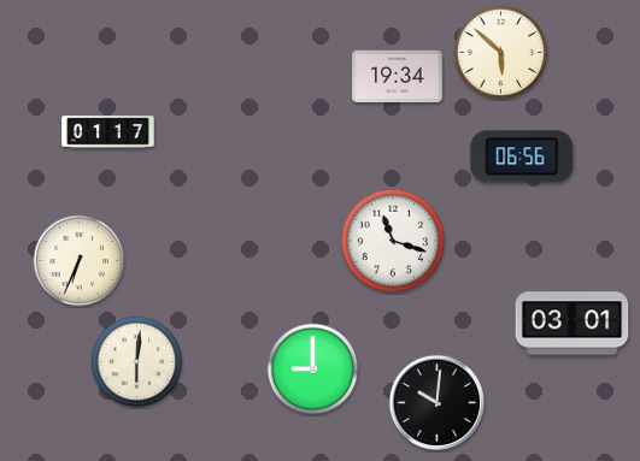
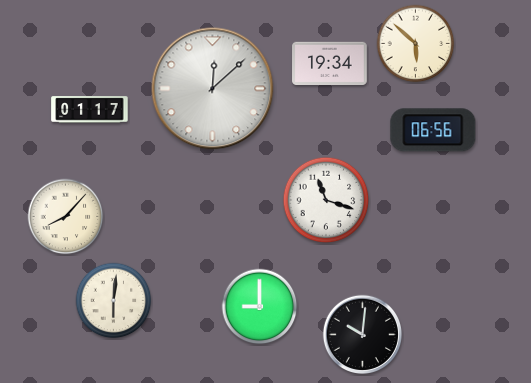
clock at (213, 89): none -> 12:08
clock at (80, 261): 6:34 -> 8:07
clock at (573, 324): 03:01 -> none
